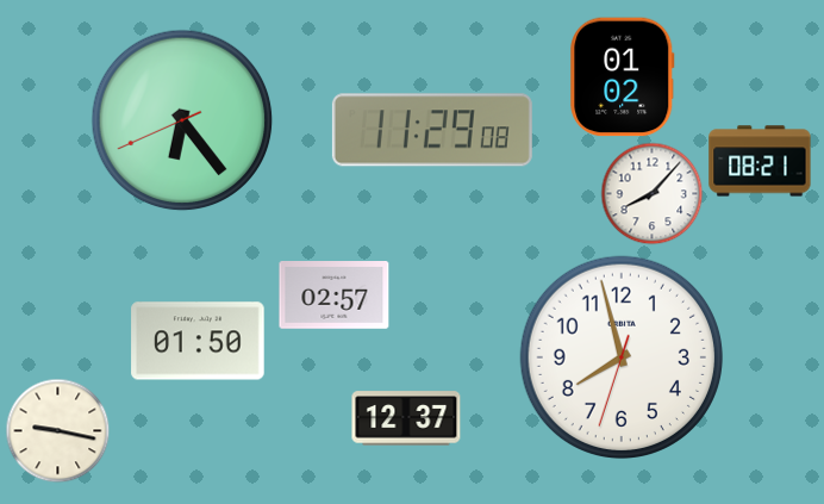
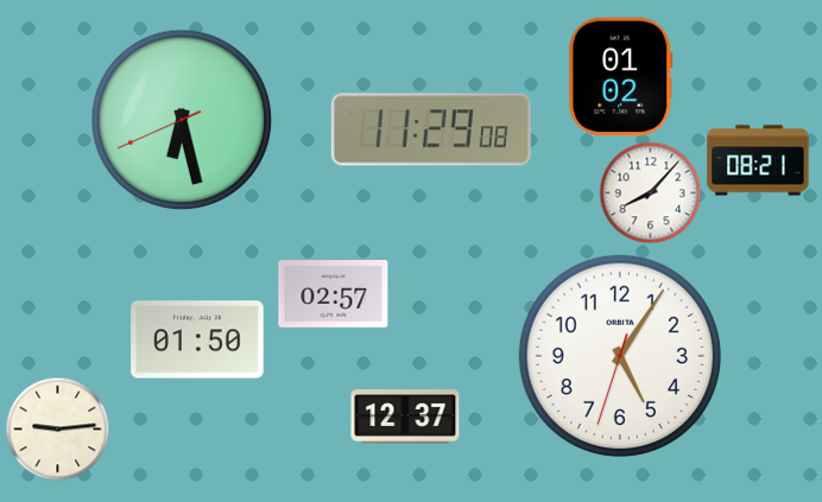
clock at (182, 120): 6:23 -> 6:27
clock at (620, 356): 7:57 -> 5:05
clock at (58, 431): 9:17 -> 9:14
